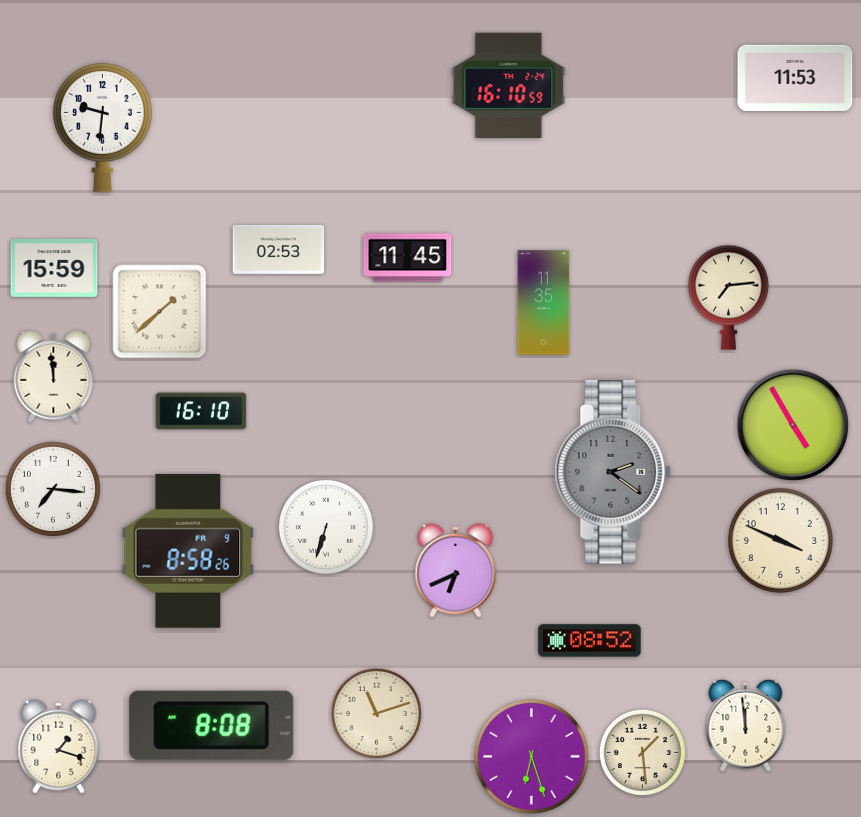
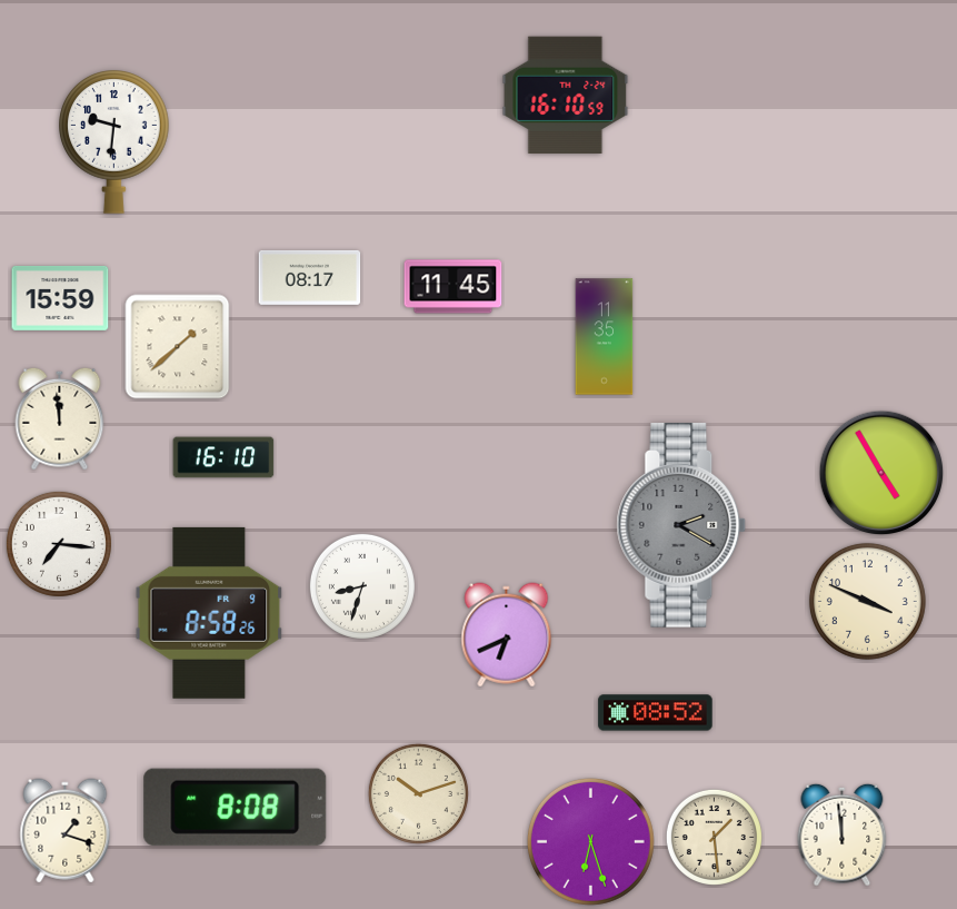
clock at (795, 78): 11:53 -> none
clock at (279, 249): 02:53 -> 08:17
clock at (728, 297): 7:14 -> none
clock at (613, 473): 2:21 -> 2:20
clock at (326, 527): 6:33 -> 8:33
clock at (376, 713): 11:12 -> 10:12
clock at (746, 725) position: (746, 725) -> (843, 834)
